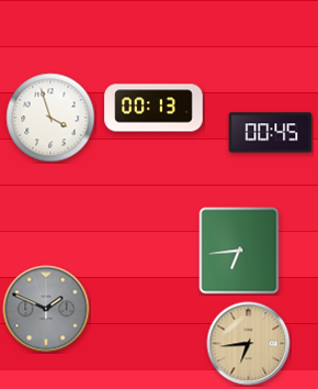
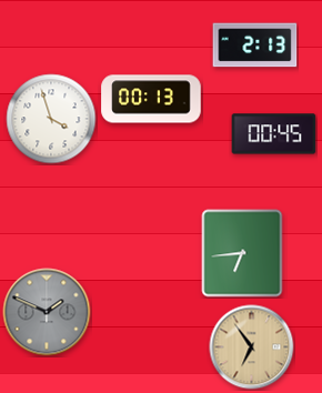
clock at (255, 46): none -> 2:13
clock at (154, 108) position: (154, 108) -> (151, 99)
clock at (249, 344): 6:44 -> 6:54
